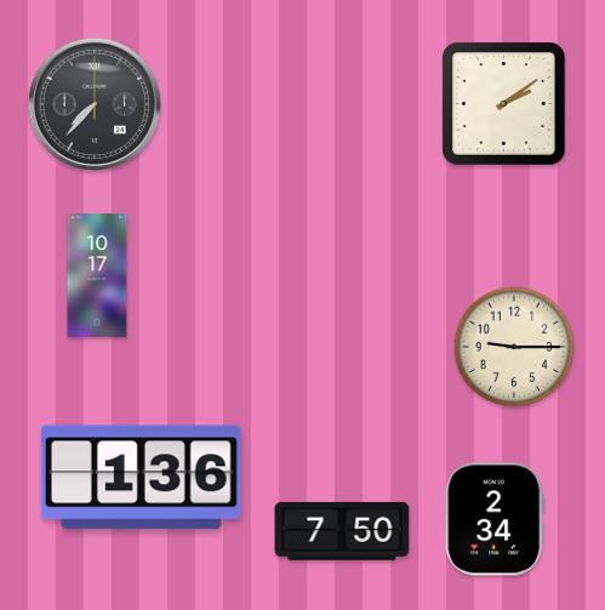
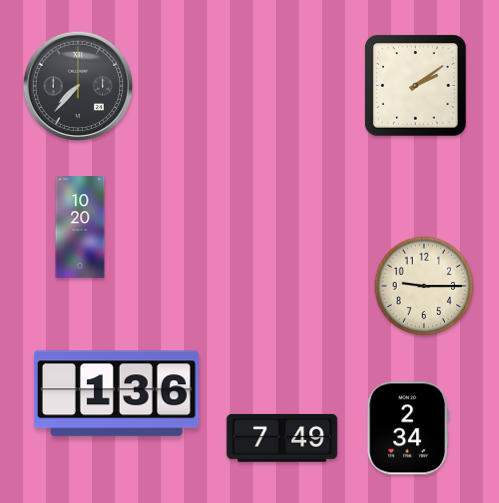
clock at (97, 277): 10:17 -> 10:20
clock at (342, 531): 7:50 -> 7:49
